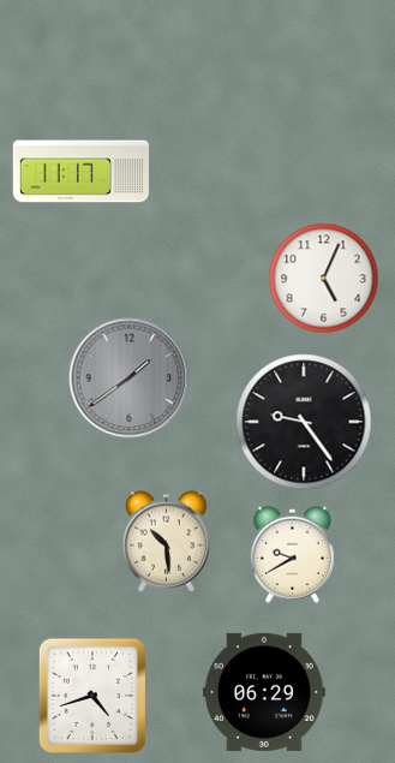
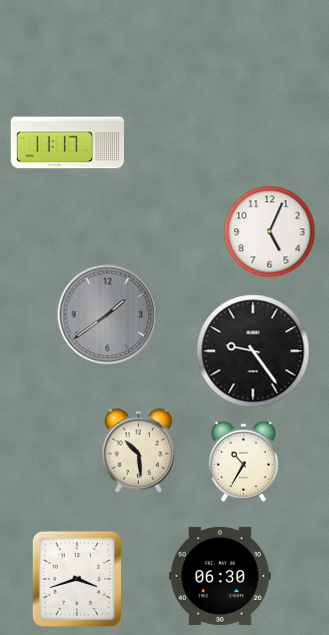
clock at (292, 554): 9:40 -> 10:35
clock at (264, 692): 06:29 -> 06:30
clock at (92, 695): 4:42 -> 3:42
